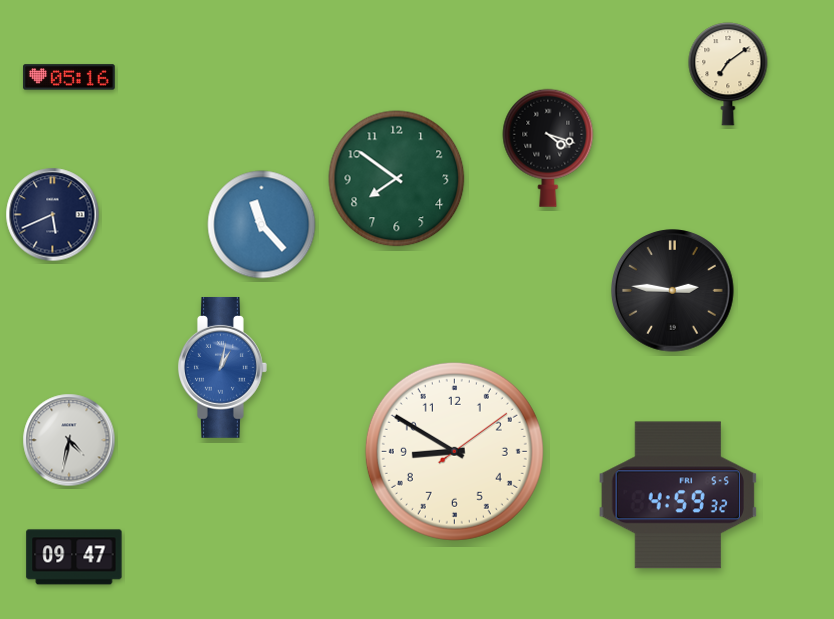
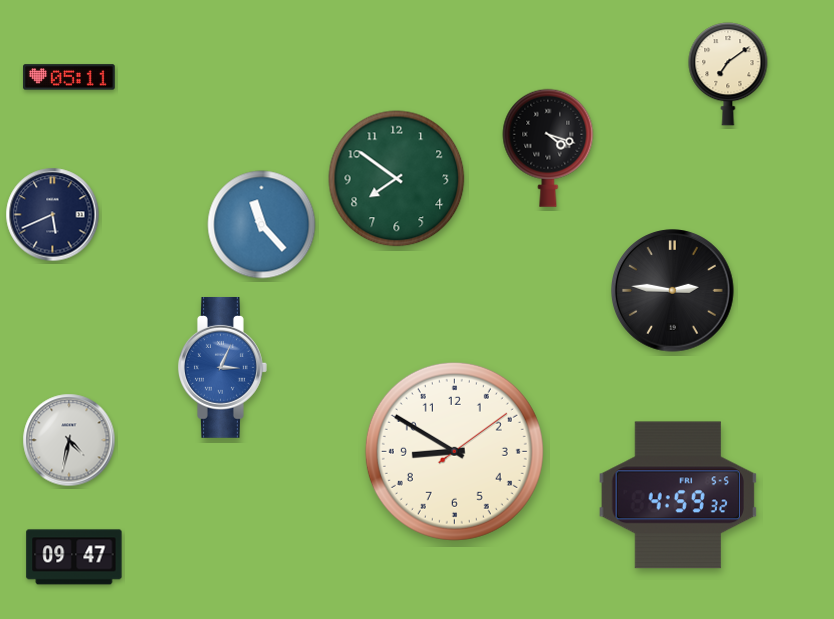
clock at (69, 77): 05:16 -> 05:11
clock at (223, 367): 1:02 -> 3:04
